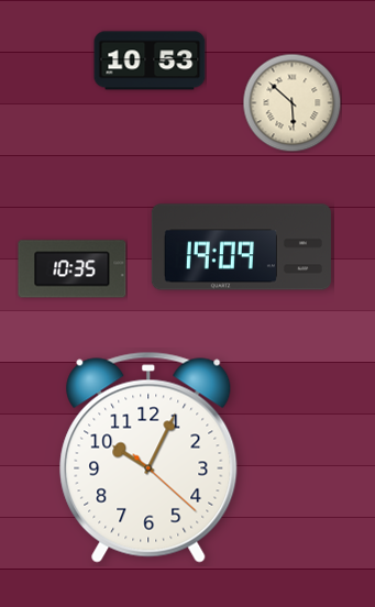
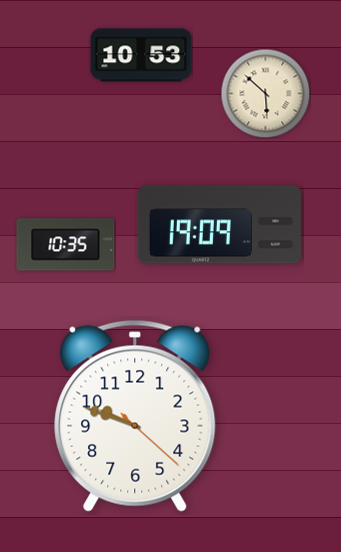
clock at (150, 60) position: (150, 60) -> (141, 55)
clock at (148, 457): 10:04 -> 9:48
